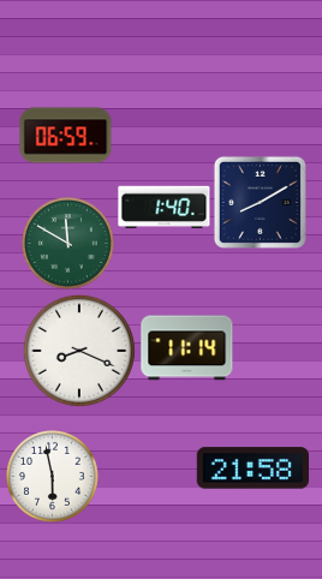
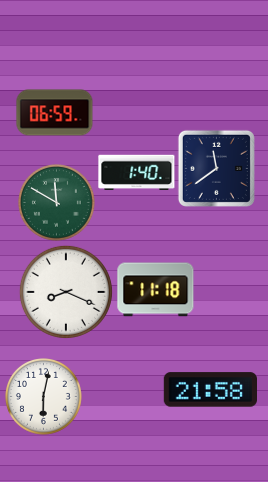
clock at (260, 202): 8:10 -> 11:39
clock at (187, 348): 11:14 -> 11:18
clock at (53, 477): 5:58 -> 6:02
